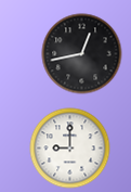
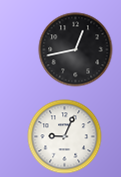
clock at (70, 149): 9:00 -> 9:04
